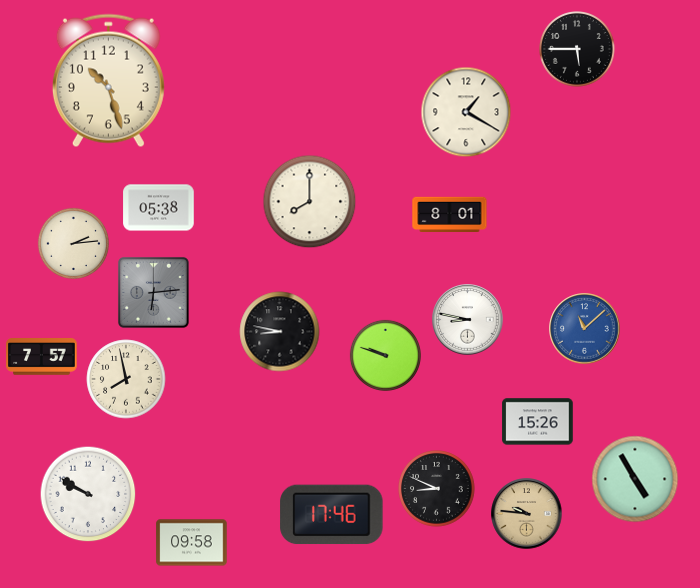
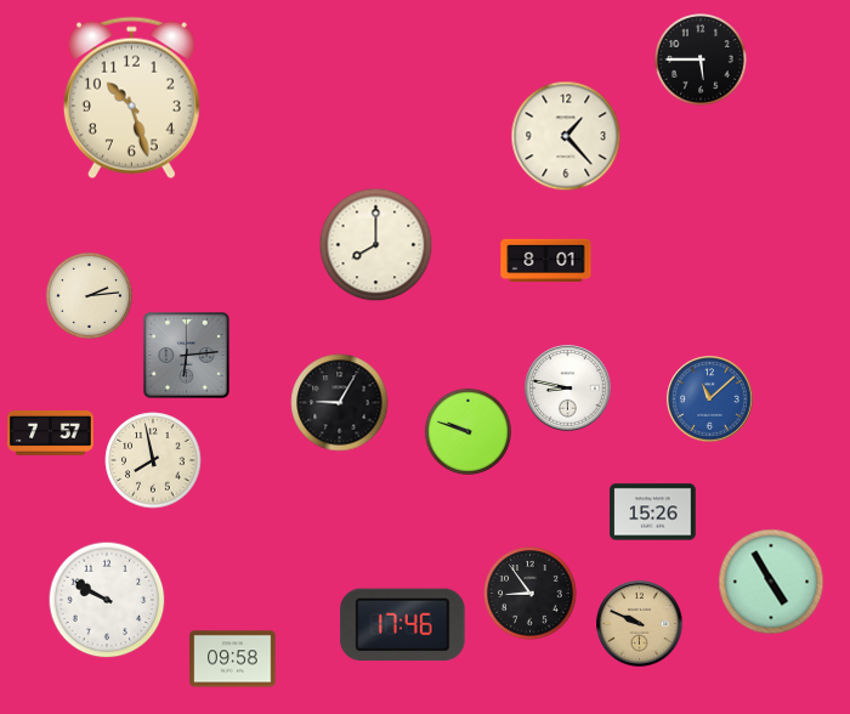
clock at (466, 112): 1:20 -> 1:23
clock at (159, 208): 05:38 -> none
clock at (280, 332): 8:47 -> 9:05
clock at (437, 489): 8:49 -> 8:54
clock at (527, 514): 9:46 -> 9:49
